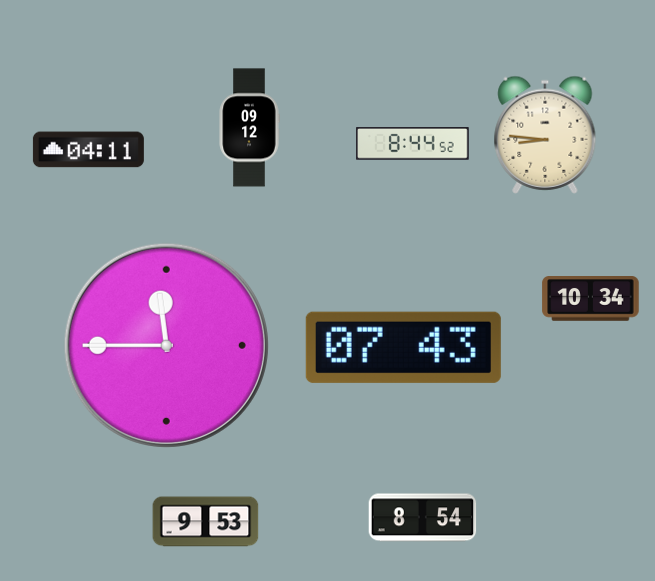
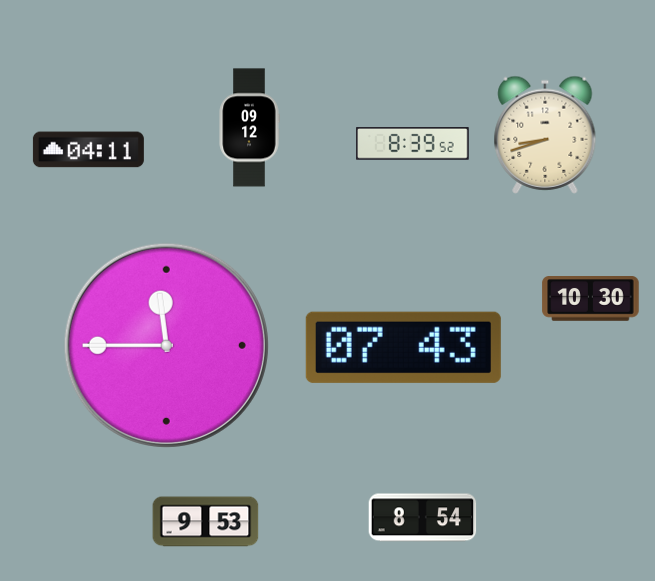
clock at (545, 135): 8:46 -> 8:42
clock at (413, 144): 8:44 -> 8:39
clock at (591, 299): 10:34 -> 10:30
